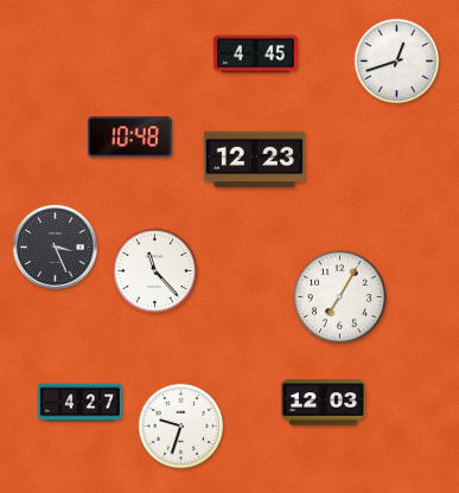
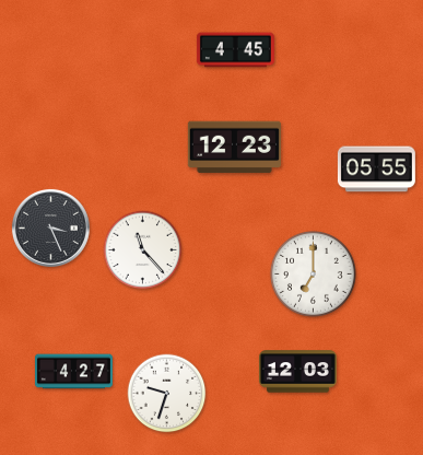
clock at (397, 62): 12:42 -> none
clock at (129, 137): 10:48 -> none
clock at (376, 170): none -> 05:55
clock at (339, 296): 7:05 -> 7:00
